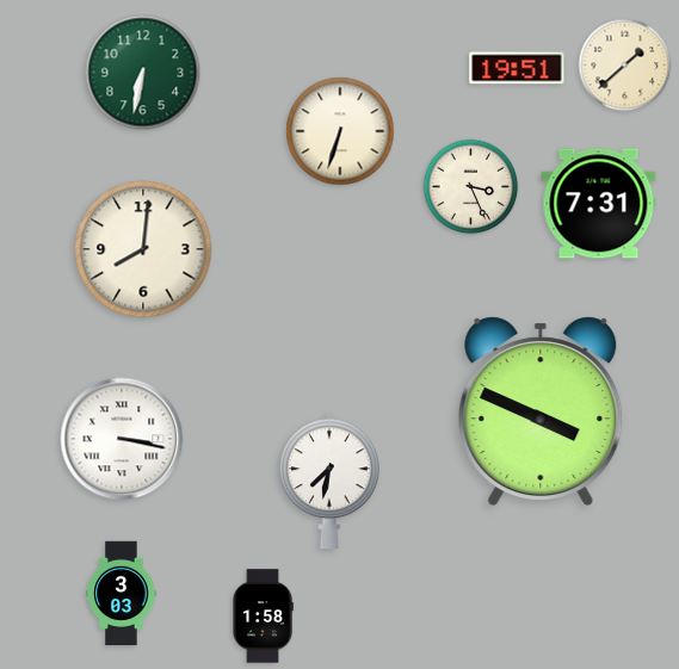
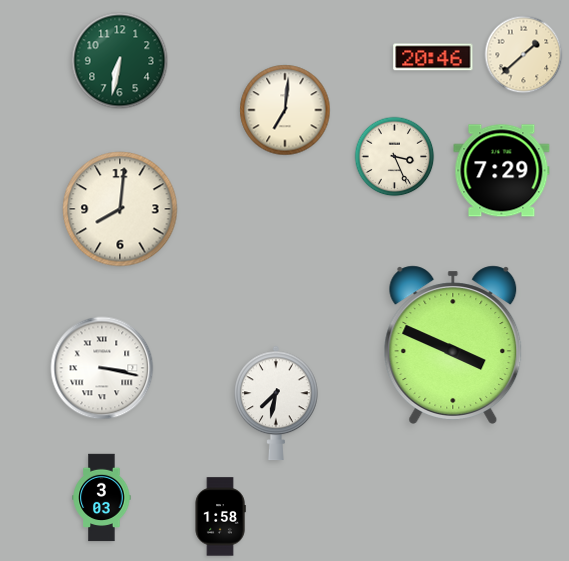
clock at (517, 68): 19:51 -> 20:46
clock at (340, 131): 6:33 -> 7:01
clock at (599, 204): 7:31 -> 7:29
